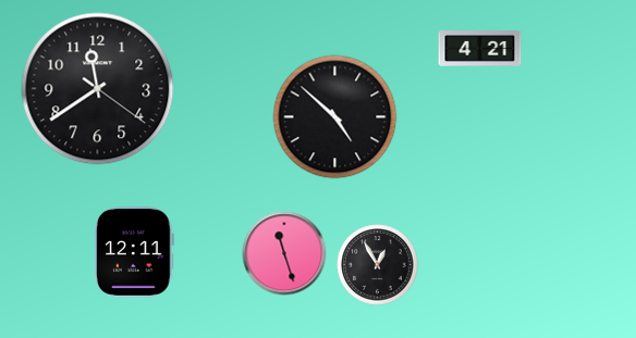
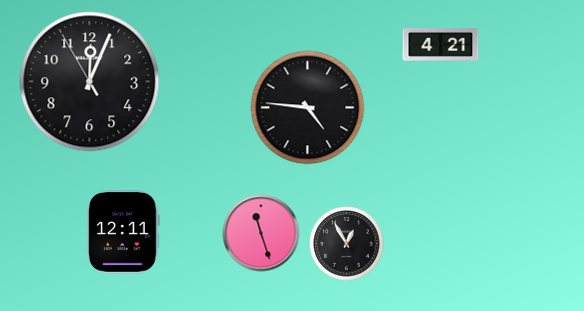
clock at (98, 89): 11:39 -> 12:03
clock at (335, 117): 4:52 -> 4:46
